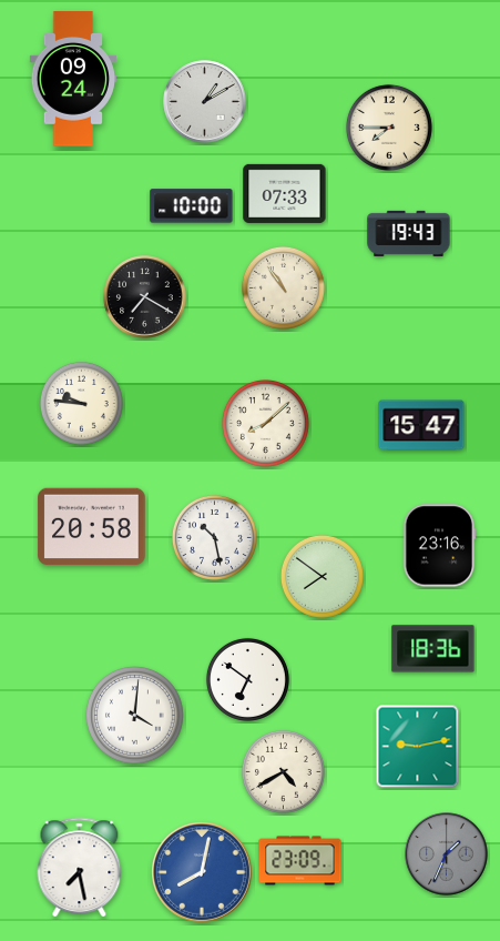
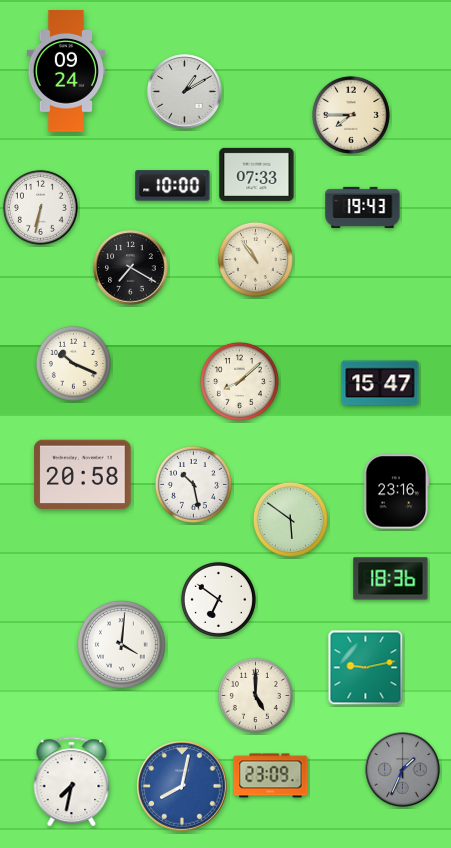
clock at (40, 207): none -> 6:32
clock at (409, 233) position: (409, 233) -> (363, 207)
clock at (81, 403): 9:46 -> 10:19
clock at (322, 576): 7:51 -> 5:51
clock at (433, 649) position: (433, 649) -> (391, 579)
clock at (247, 679) position: (247, 679) -> (218, 599)
clock at (418, 747) position: (418, 747) -> (366, 668)
clock at (283, 771): 4:40 -> 5:00
clock at (80, 867): 7:28 -> 7:32
